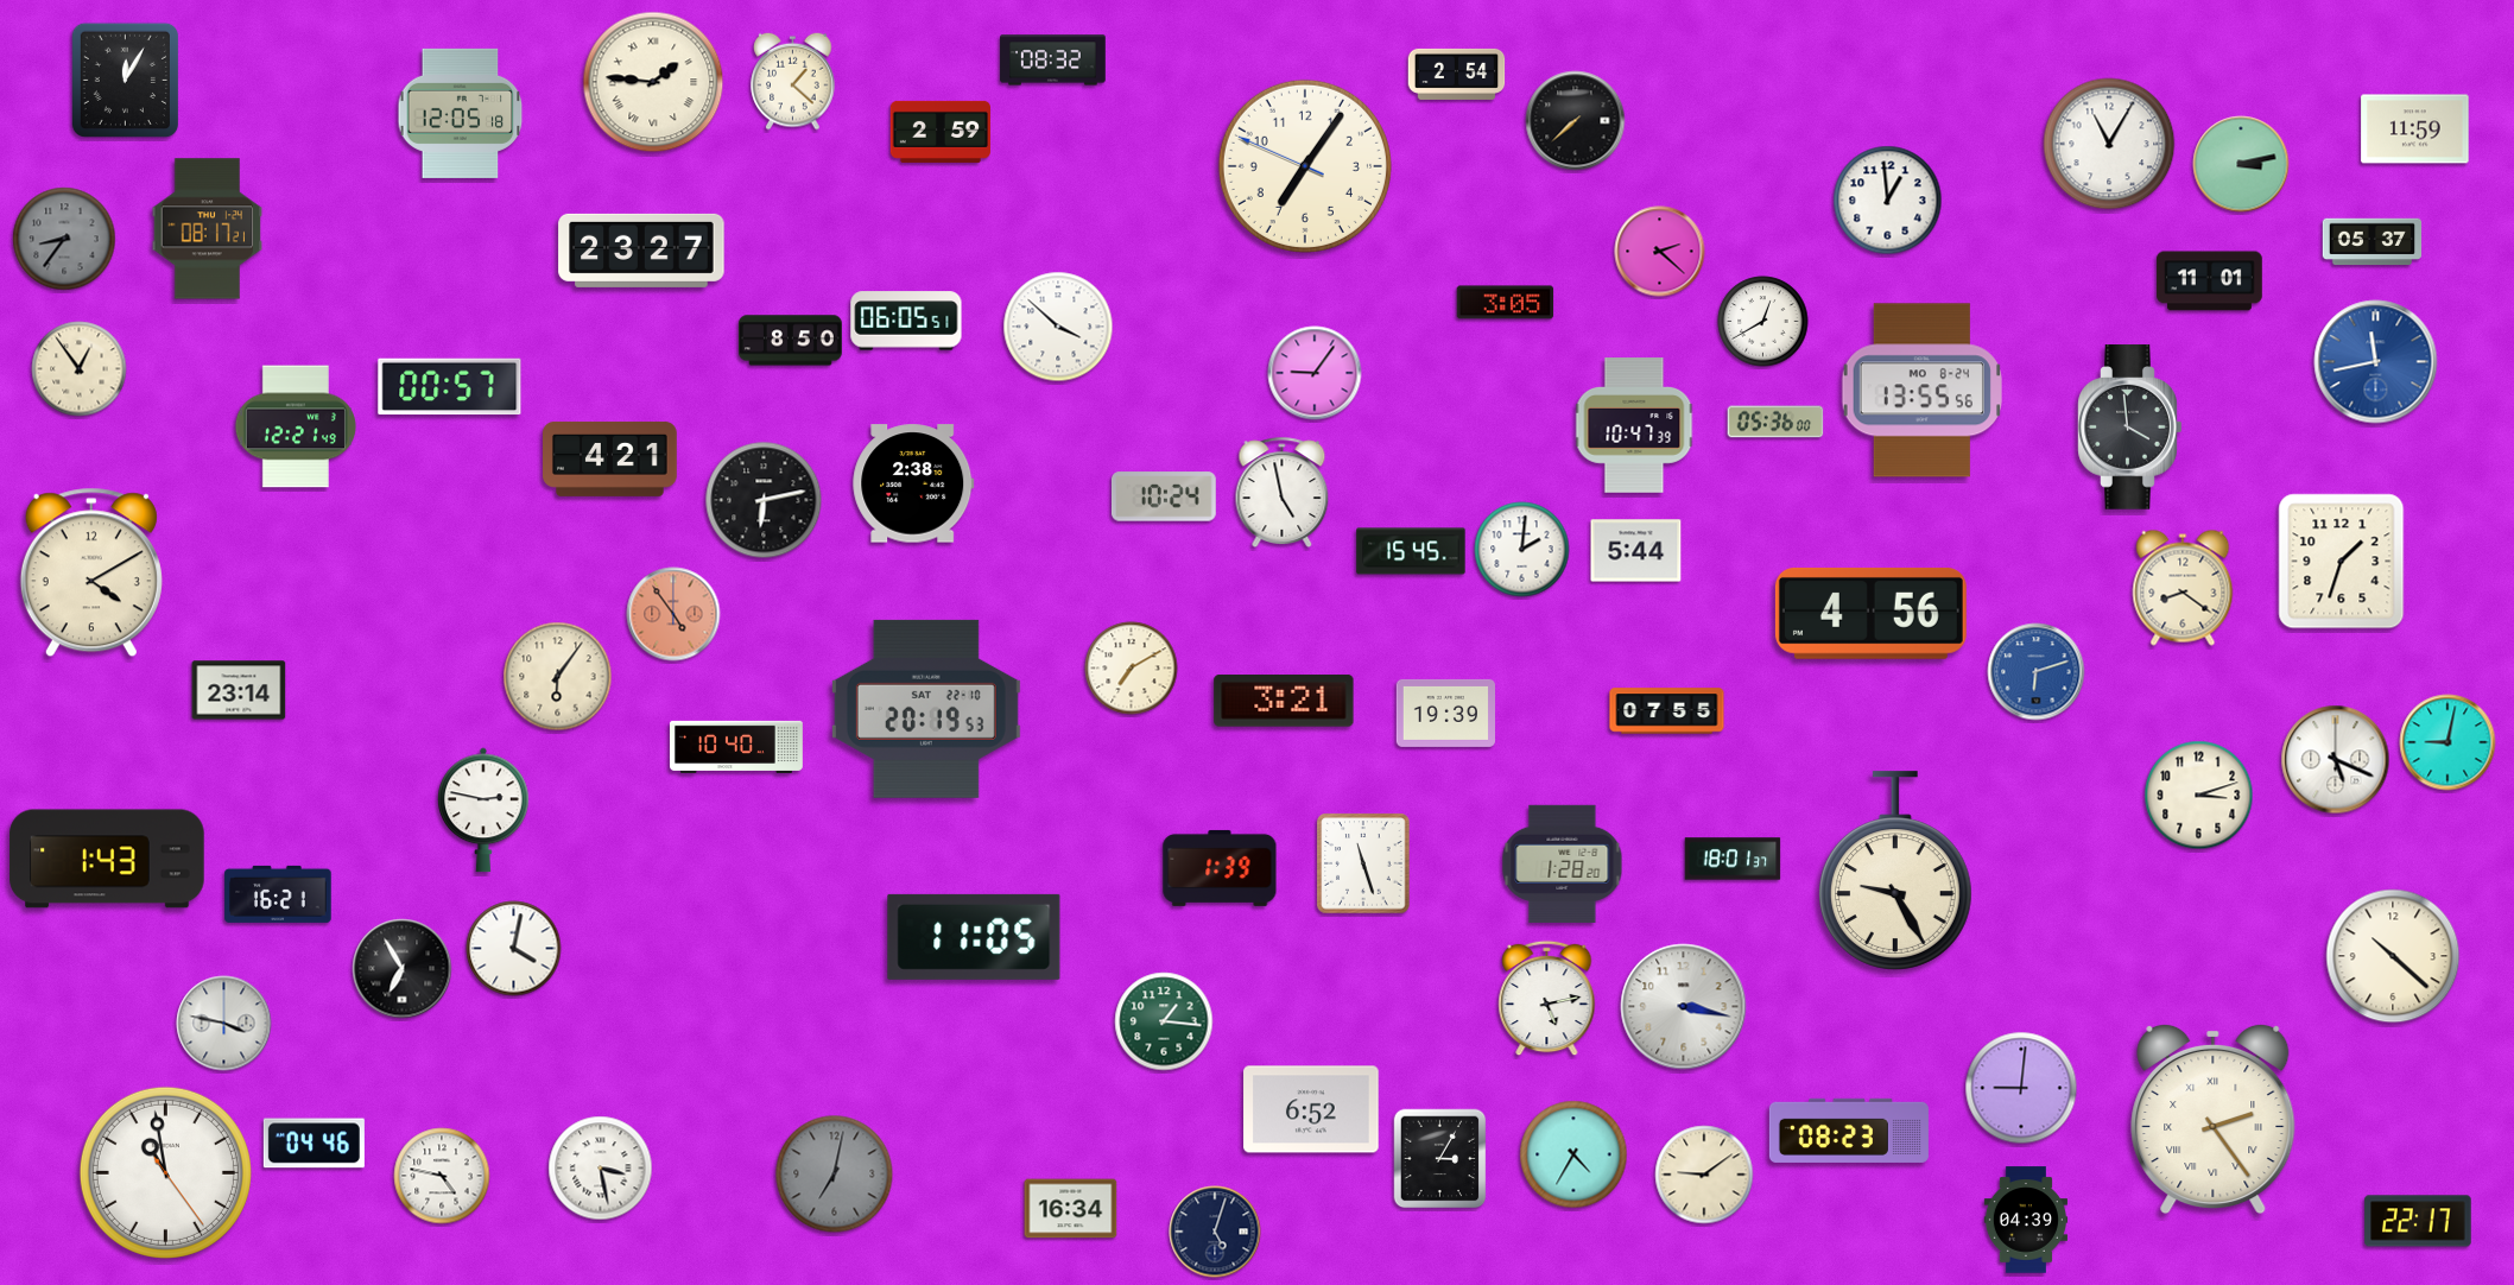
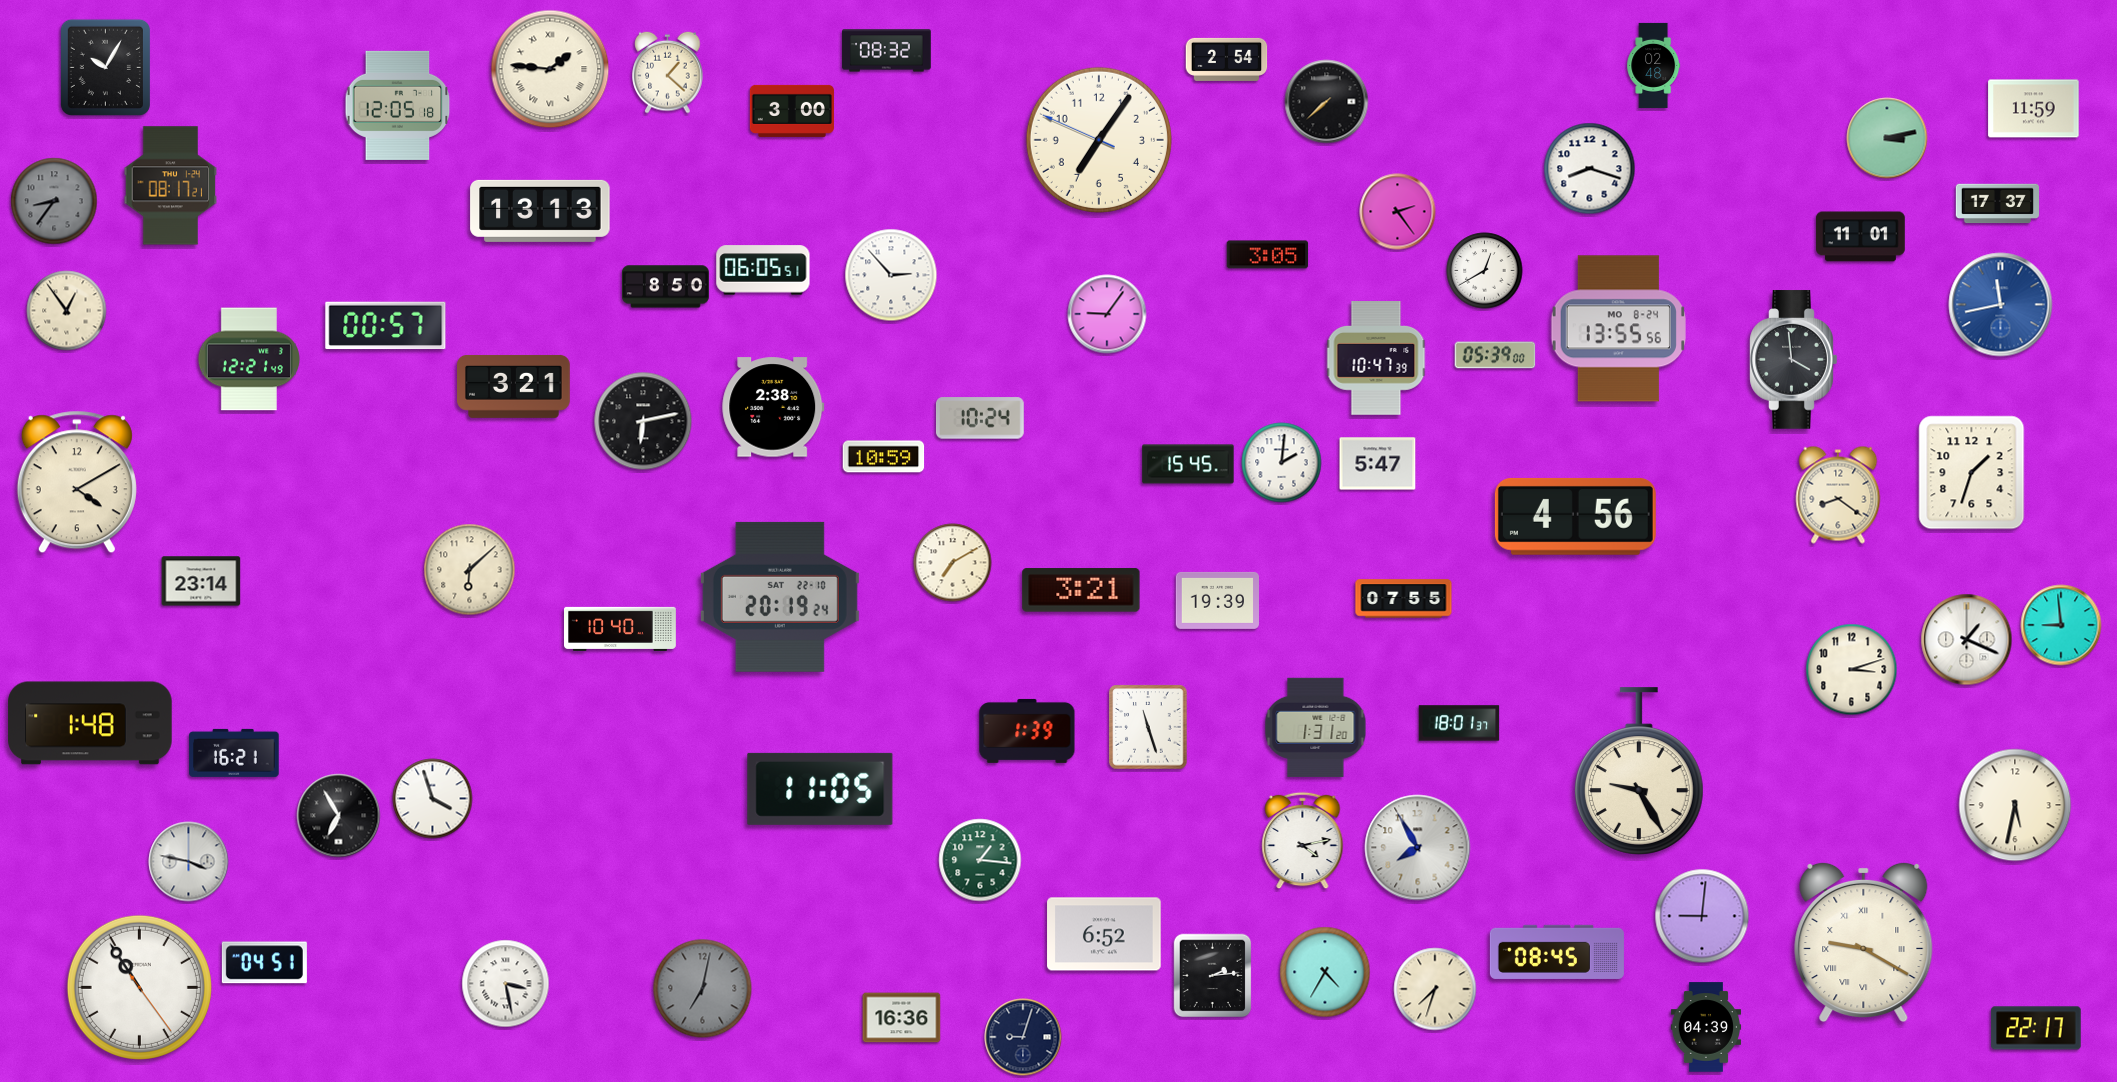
clock at (1457, 74) position: (1457, 74) -> (1227, 59)
clock at (1654, 65): none -> 02:48
clock at (125, 80): 12:05 -> 10:05
clock at (793, 81) position: (793, 81) -> (668, 72)
clock at (461, 113) position: (461, 113) -> (398, 105)
clock at (941, 132): 2:59 -> 3:00
clock at (2109, 144): 11:05 -> none
clock at (1888, 201): 12:59 -> 8:18
clock at (208, 229) position: (208, 229) -> (171, 186)
clock at (2373, 242): 05:37 -> 17:37
clock at (641, 251): 23:27 -> 13:13
clock at (1660, 252): 2:22 -> 2:24
clock at (1058, 327): 3:52 -> 2:53
clock at (450, 387) position: (450, 387) -> (386, 326)
clock at (1775, 422): 05:36 -> 05:39
clock at (610, 458): 4:21 -> 3:21
clock at (913, 483) position: (913, 483) -> (773, 407)
clock at (1283, 492): 4:58 -> none
clock at (884, 457): none -> 10:59
clock at (1636, 551): 5:44 -> 5:47
clock at (673, 614): 4:54 -> none
clock at (2037, 672): 6:12 -> none
clock at (558, 677): 6:06 -> 6:08
clock at (926, 709): 20:19:53 -> 20:19:24
clock at (2447, 742): 9:02 -> 8:59
clock at (2336, 760): 5:19 -> 1:19
clock at (485, 810): 2:47 -> none
clock at (107, 859): 1:43 -> 1:48
clock at (1563, 863): 1:28 -> 1:31
clock at (1895, 871) position: (1895, 871) -> (1639, 771)
clock at (514, 949): 4:02 -> 3:57
clock at (2393, 956): 10:22 -> 5:32
clock at (1547, 999): 5:13 -> 4:13
clock at (1684, 1007): 3:17 -> 7:55
clock at (2214, 1119): 2:24 -> 9:20
clock at (1849, 1131): 08:23 -> 08:45
clock at (314, 1144): 04:46 -> 04:51
clock at (1440, 1159): 3:05 -> 2:14
clock at (165, 1172): 10:58 -> 10:54
clock at (1704, 1175): 9:09 -> 7:33
clock at (442, 1176): 4:47 -> none
clock at (1071, 1209): 16:34 -> 16:36
clock at (1215, 1232): 5:03 -> 9:03
